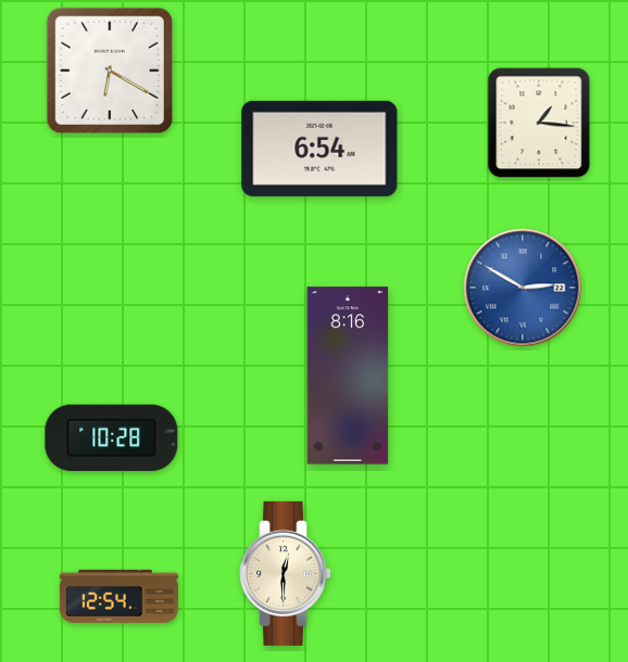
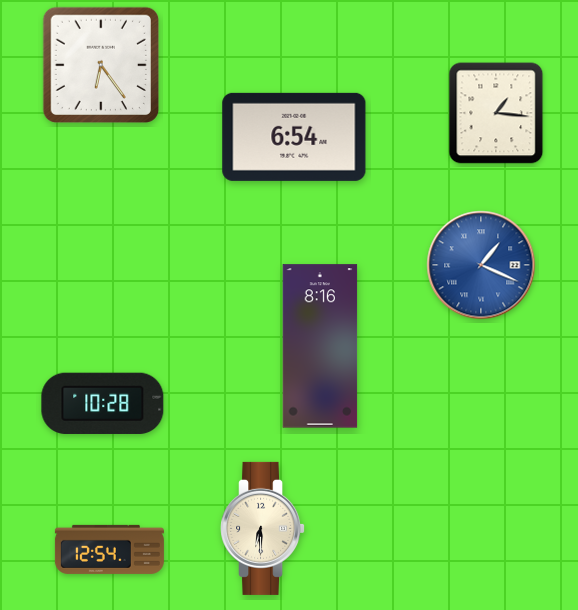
clock at (109, 69): 6:20 -> 6:24
clock at (523, 288): 2:50 -> 1:19
clock at (286, 573): 12:30 -> 6:30
